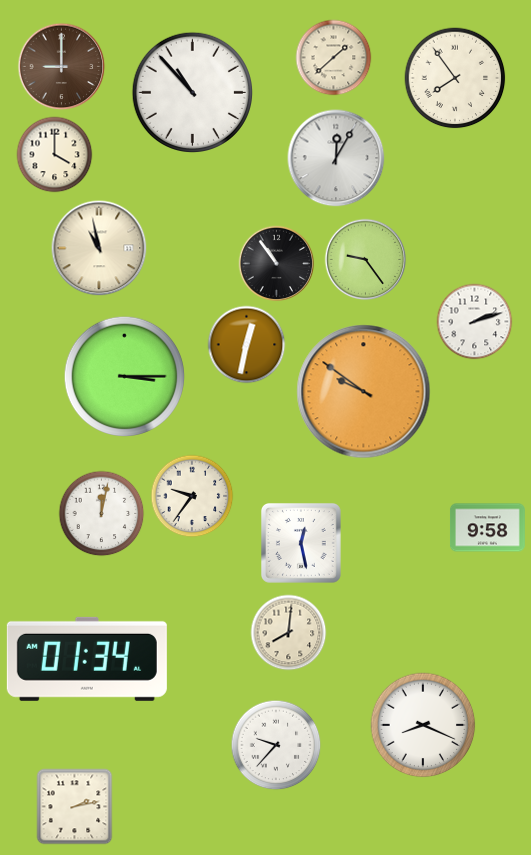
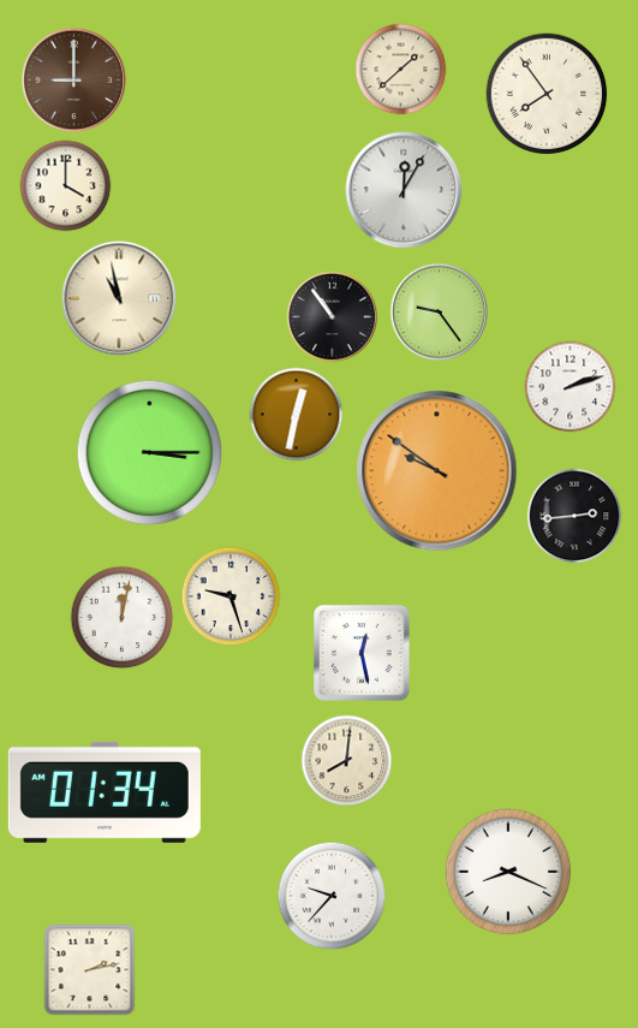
clock at (192, 92): 10:53 -> none
clock at (574, 516): none -> 2:44
clock at (192, 496): 9:36 -> 9:27
clock at (487, 528): 9:58 -> none
